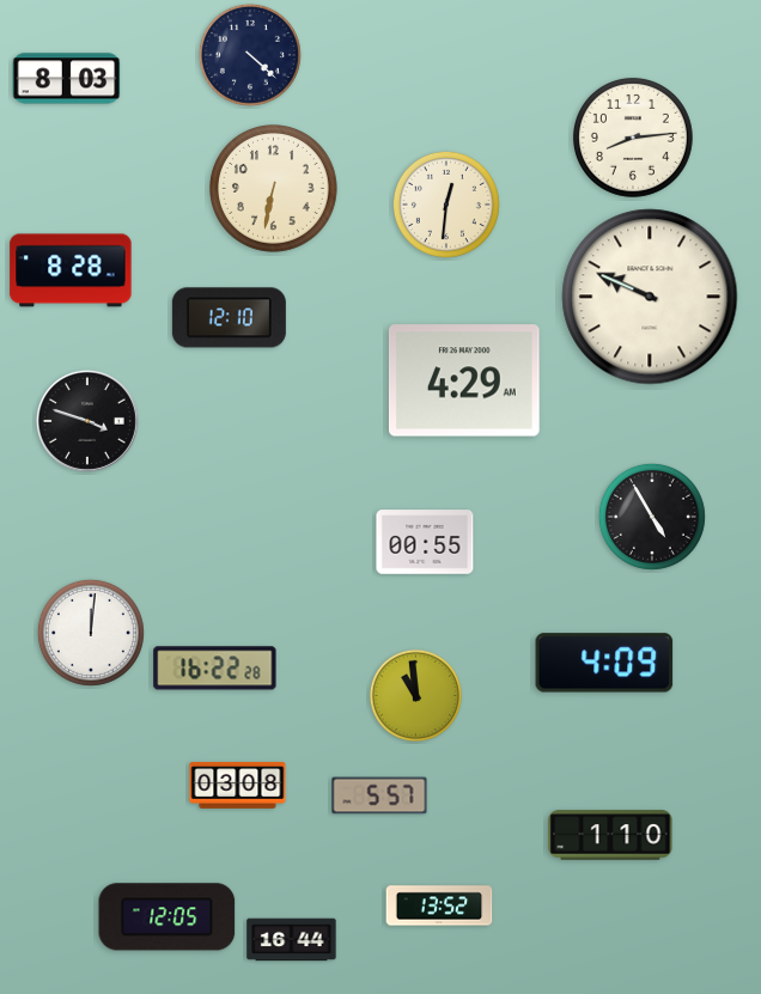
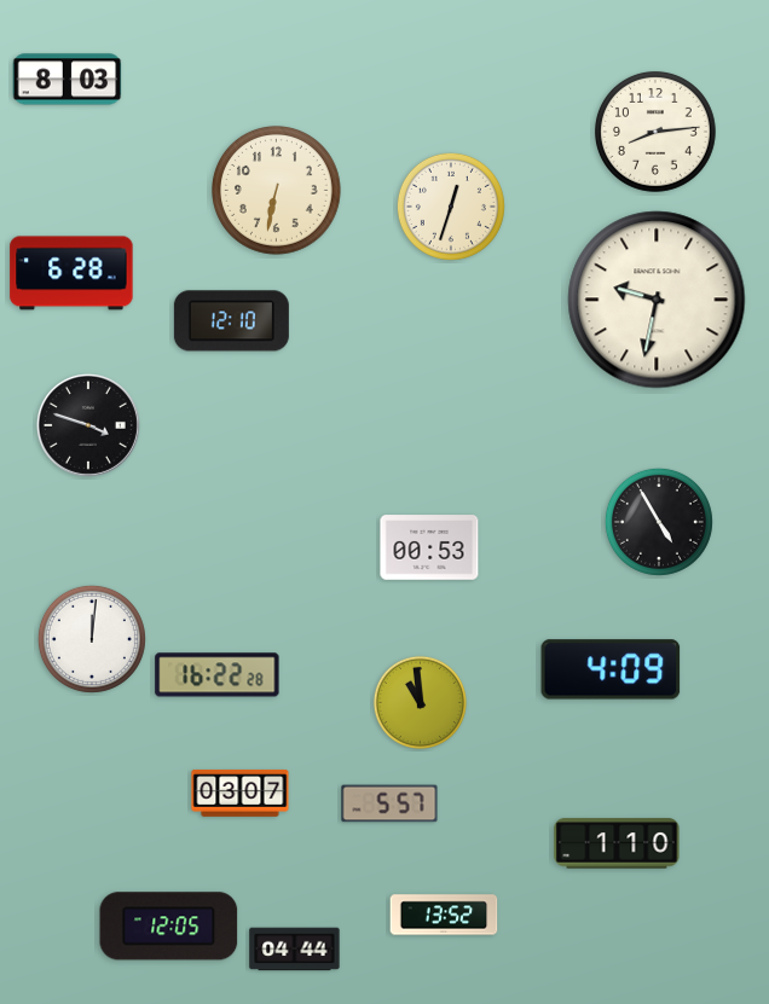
clock at (250, 55): 4:22 -> none
clock at (633, 138) position: (633, 138) -> (655, 132)
clock at (446, 205): 12:31 -> 12:33
clock at (71, 270): 8:28 -> 6:28
clock at (650, 297): 9:49 -> 9:32
clock at (465, 380): 4:29 -> none
clock at (425, 542): 00:55 -> 00:53
clock at (238, 786): 03:08 -> 03:07
clock at (379, 795) position: (379, 795) -> (389, 803)
clock at (292, 940): 16:44 -> 04:44
